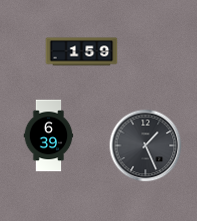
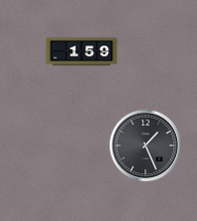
clock at (49, 136): 6:39 -> none
